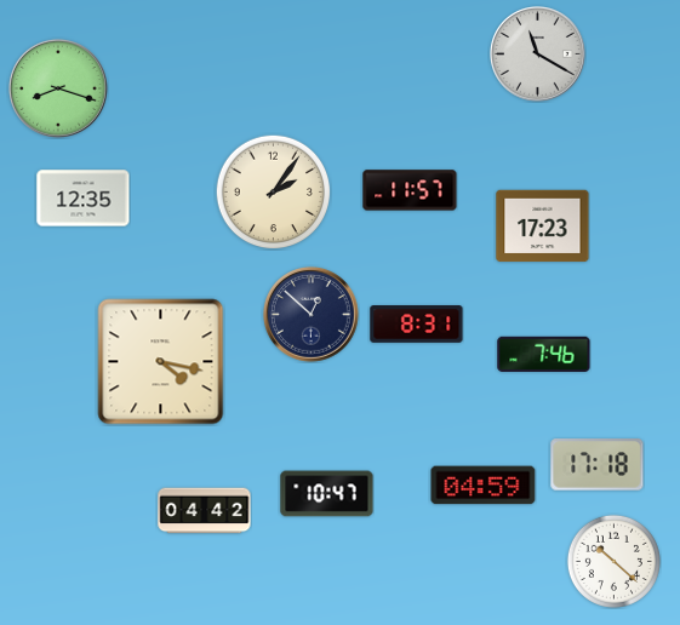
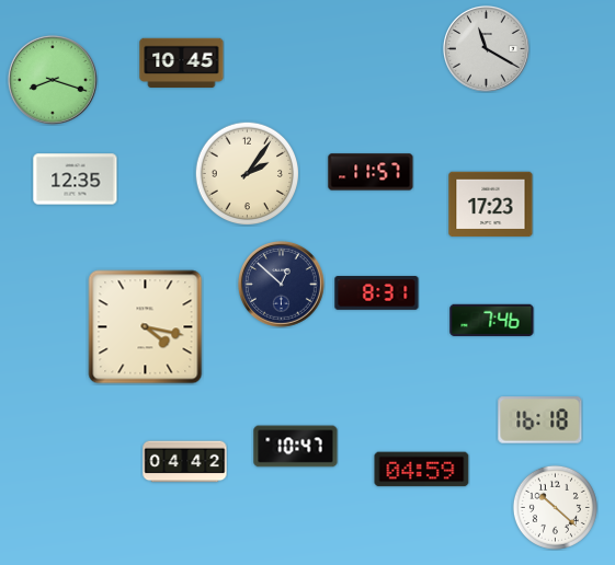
clock at (182, 64): none -> 10:45
clock at (598, 465): 17:18 -> 16:18
clock at (484, 486) position: (484, 486) -> (422, 470)
